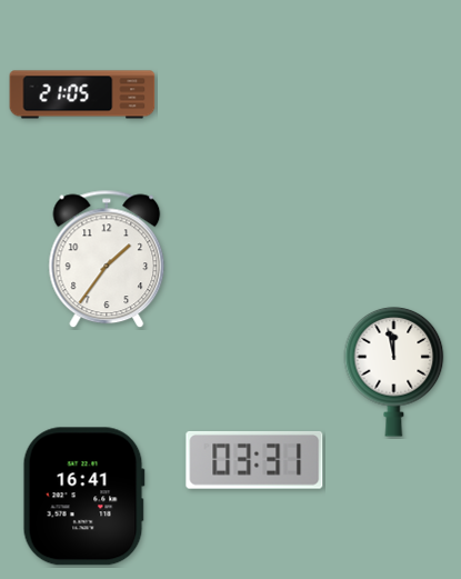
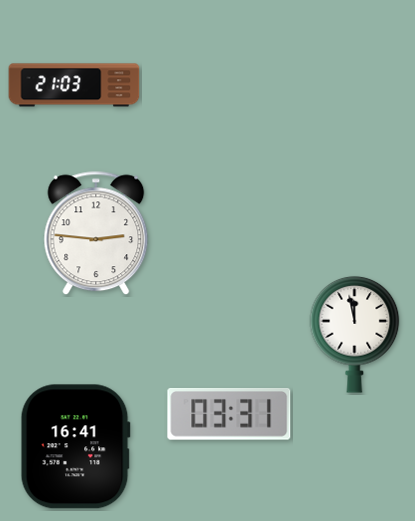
clock at (82, 94): 21:05 -> 21:03
clock at (107, 259): 1:36 -> 2:46
